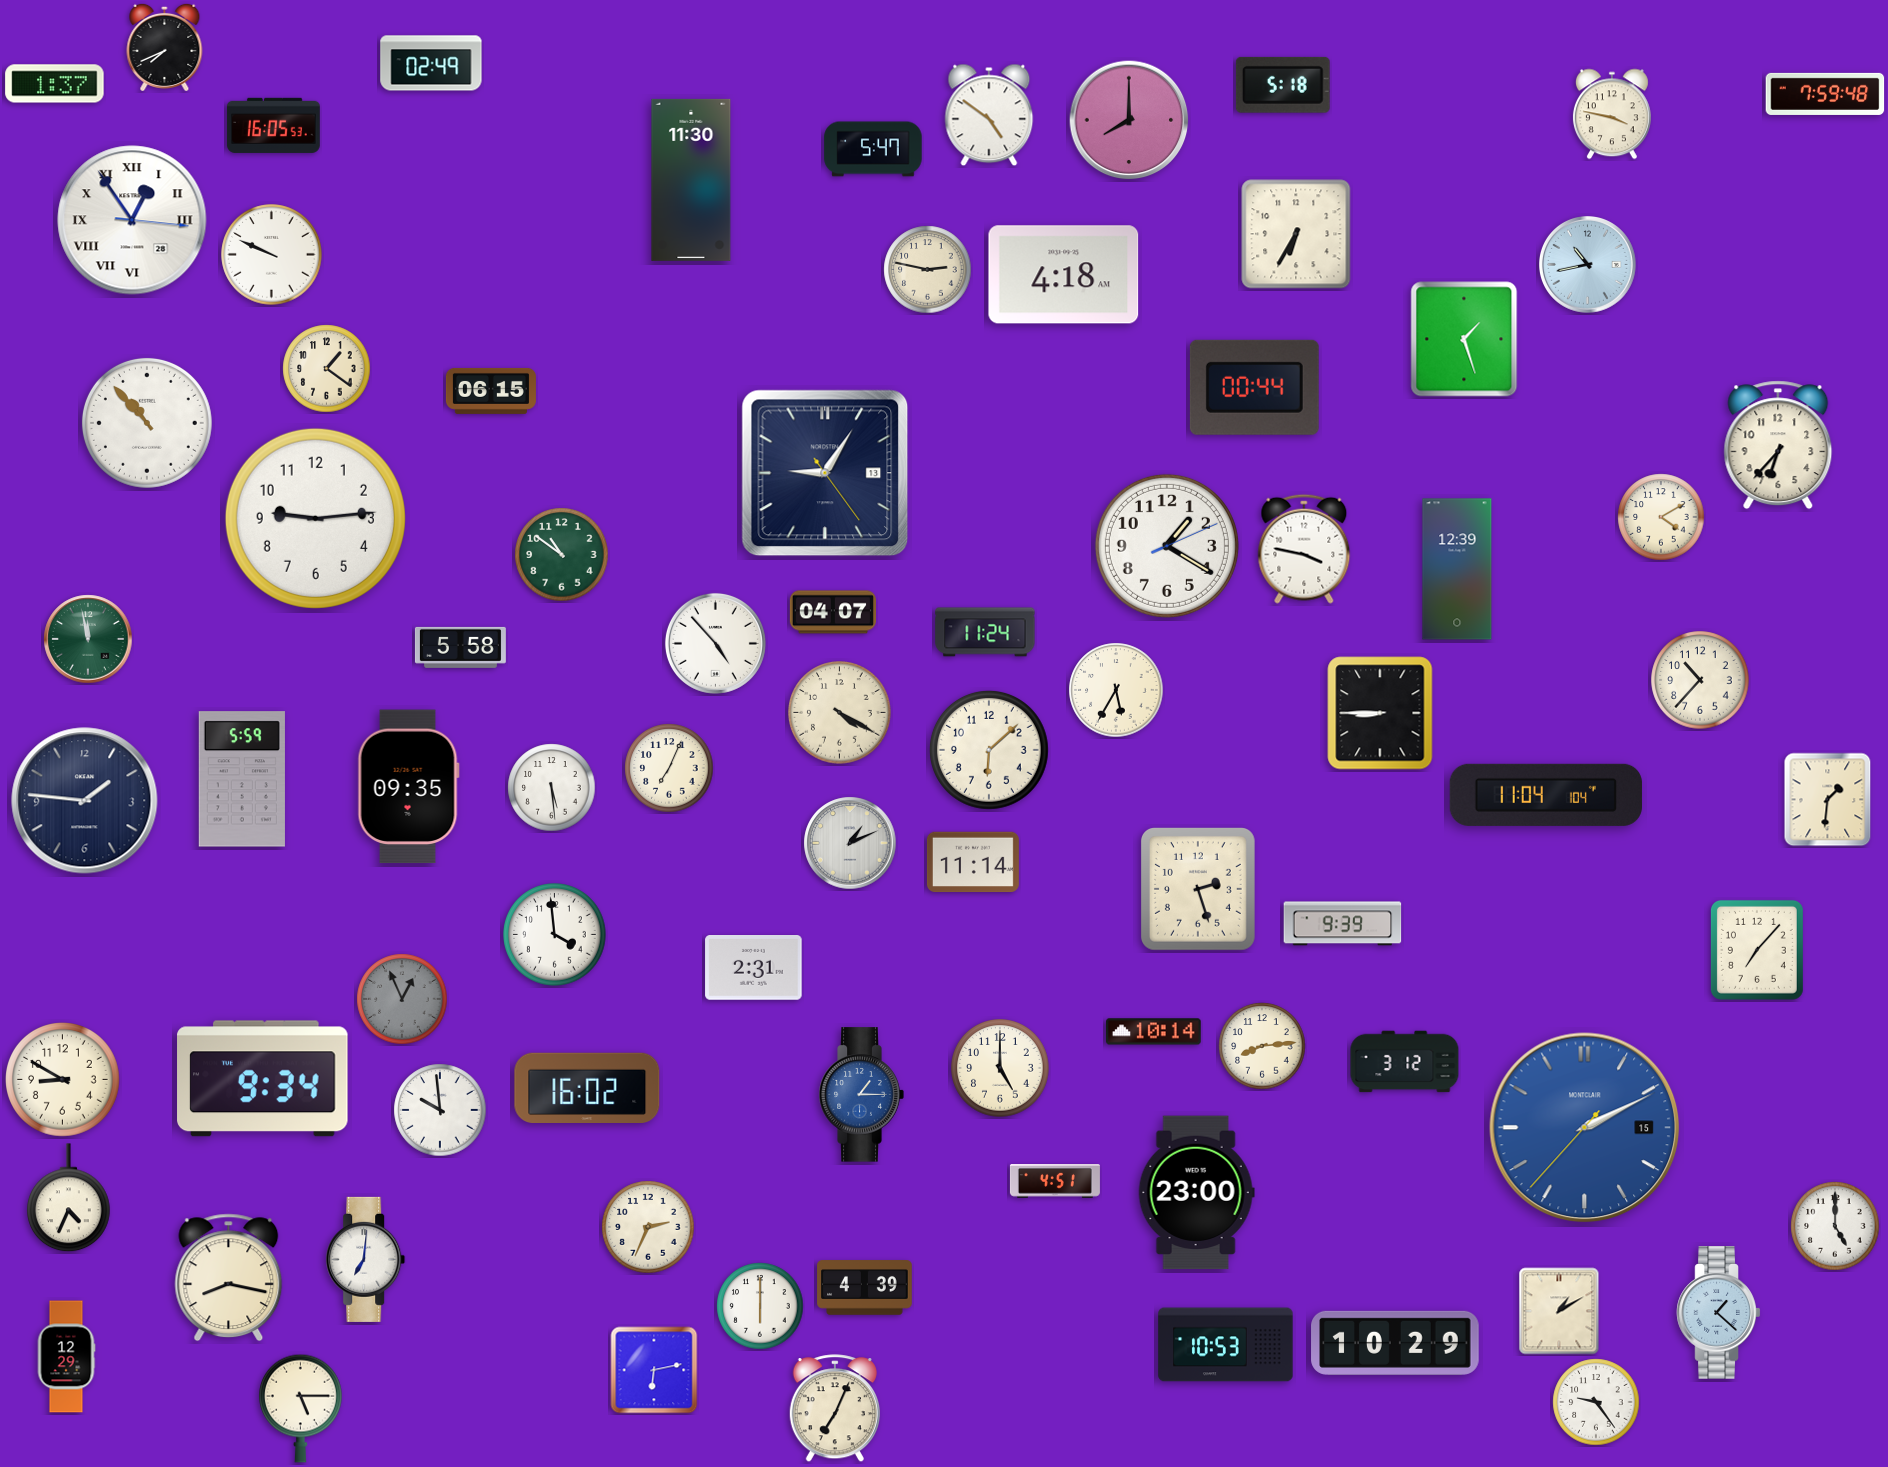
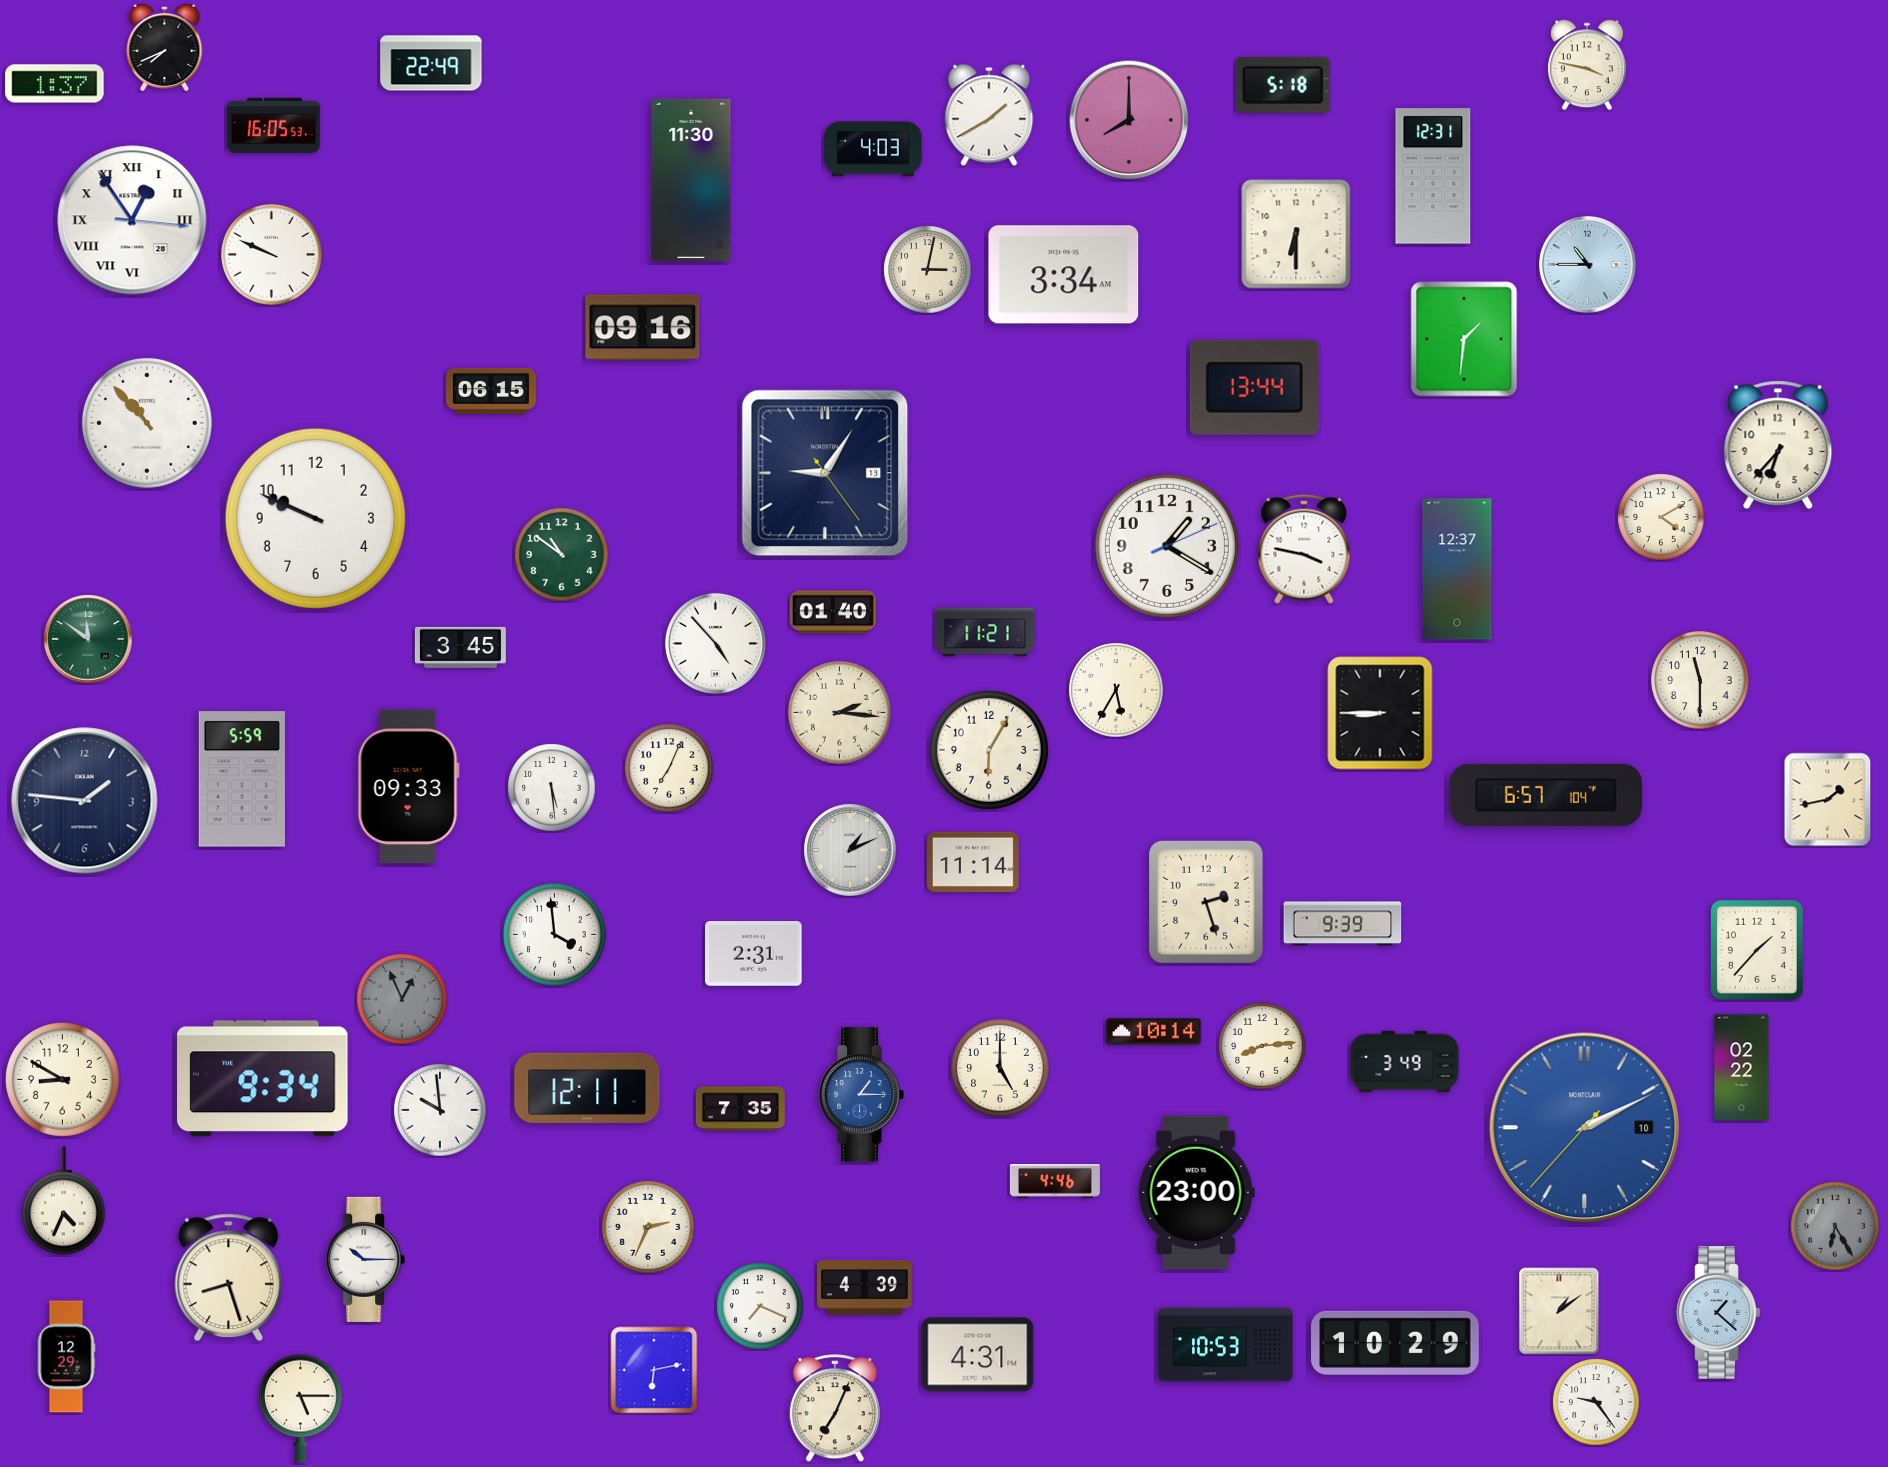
clock at (431, 63): 02:49 -> 22:49
clock at (1825, 94): 7:59 -> none
clock at (1612, 114) position: (1612, 114) -> (1587, 65)
clock at (989, 115): 4:51 -> 1:40
clock at (873, 149): 5:47 -> 4:03
clock at (1433, 176): none -> 12:31
clock at (1296, 234): 6:35 -> 6:30
clock at (1588, 265): 10:43 -> 10:45
clock at (928, 270): 2:47 -> 3:02
clock at (1064, 275): 4:18 -> 3:34
clock at (643, 328): none -> 09:16
clock at (1464, 339): 1:27 -> 1:31
clock at (327, 369): 1:21 -> none
clock at (1254, 387): 00:44 -> 13:44
clock at (315, 518): 9:14 -> 9:49
clock at (1457, 569): 12:39 -> 12:37
clock at (832, 612): 04:07 -> 01:40
clock at (985, 632): 11:24 -> 11:21
clock at (88, 639): 11:58 -> 11:51
clock at (460, 647): 5:58 -> 3:45
clock at (1700, 680): 10:37 -> 11:30
clock at (840, 713): 4:20 -> 2:16
clock at (989, 750): 6:08 -> 6:05
clock at (408, 787): 09:35 -> 09:33
clock at (1546, 795): 11:04 -> 6:57
clock at (1828, 800): 1:31 -> 1:43
clock at (850, 843) position: (850, 843) -> (850, 850)
clock at (1198, 890) position: (1198, 890) -> (1206, 903)
clock at (1757, 950): 7:07 -> 1:37
clock at (754, 968) position: (754, 968) -> (754, 954)
clock at (1405, 1062): 3:12 -> 3:49
clock at (1742, 1068): none -> 02:22
clock at (587, 1087): 16:02 -> 12:11
clock at (740, 1109): none -> 7:35
clock at (1585, 1128) date: 15 -> 10
clock at (1055, 1182): 4:51 -> 4:46
clock at (69, 1198) position: (69, 1198) -> (64, 1201)
clock at (1835, 1226): 5:00 -> 6:25
clock at (1835, 1226) dial: white -> grey
clock at (366, 1259): 7:01 -> 10:15
clock at (229, 1278): 8:17 -> 8:27
clock at (760, 1306): 6:00 -> 7:19
clock at (1559, 1311): 1:10 -> 1:09
clock at (978, 1355): none -> 4:31
